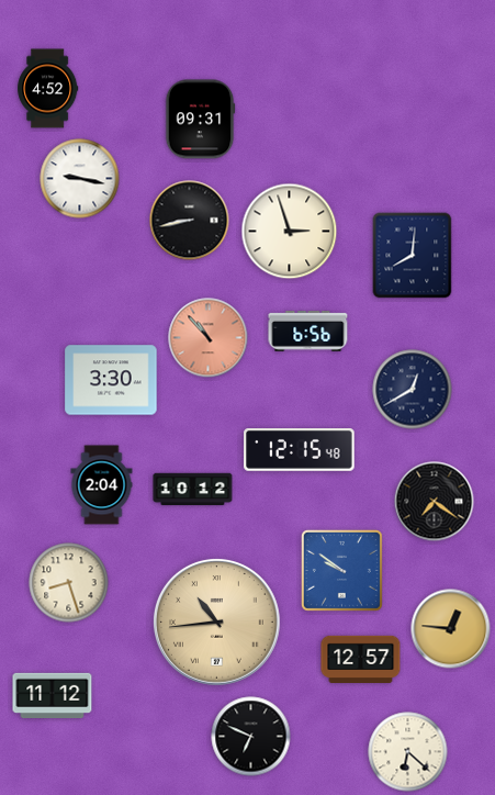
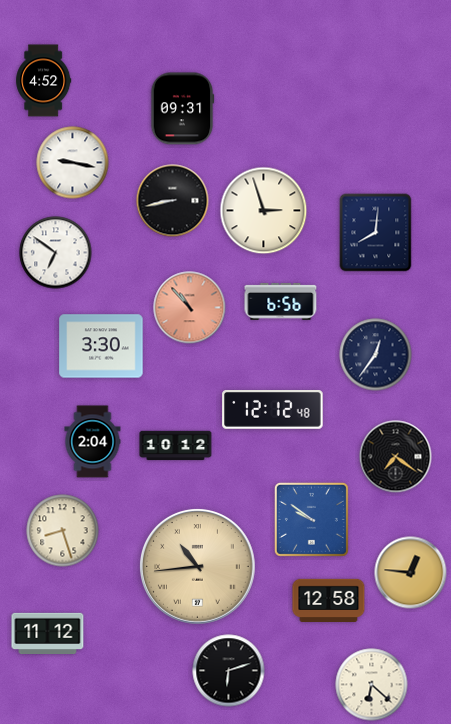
clock at (56, 253): none -> 6:51
clock at (413, 390): 12:40 -> 12:36
clock at (300, 450): 12:15 -> 12:12
clock at (361, 659): 12:57 -> 12:58
clock at (251, 737): 6:49 -> 6:12
